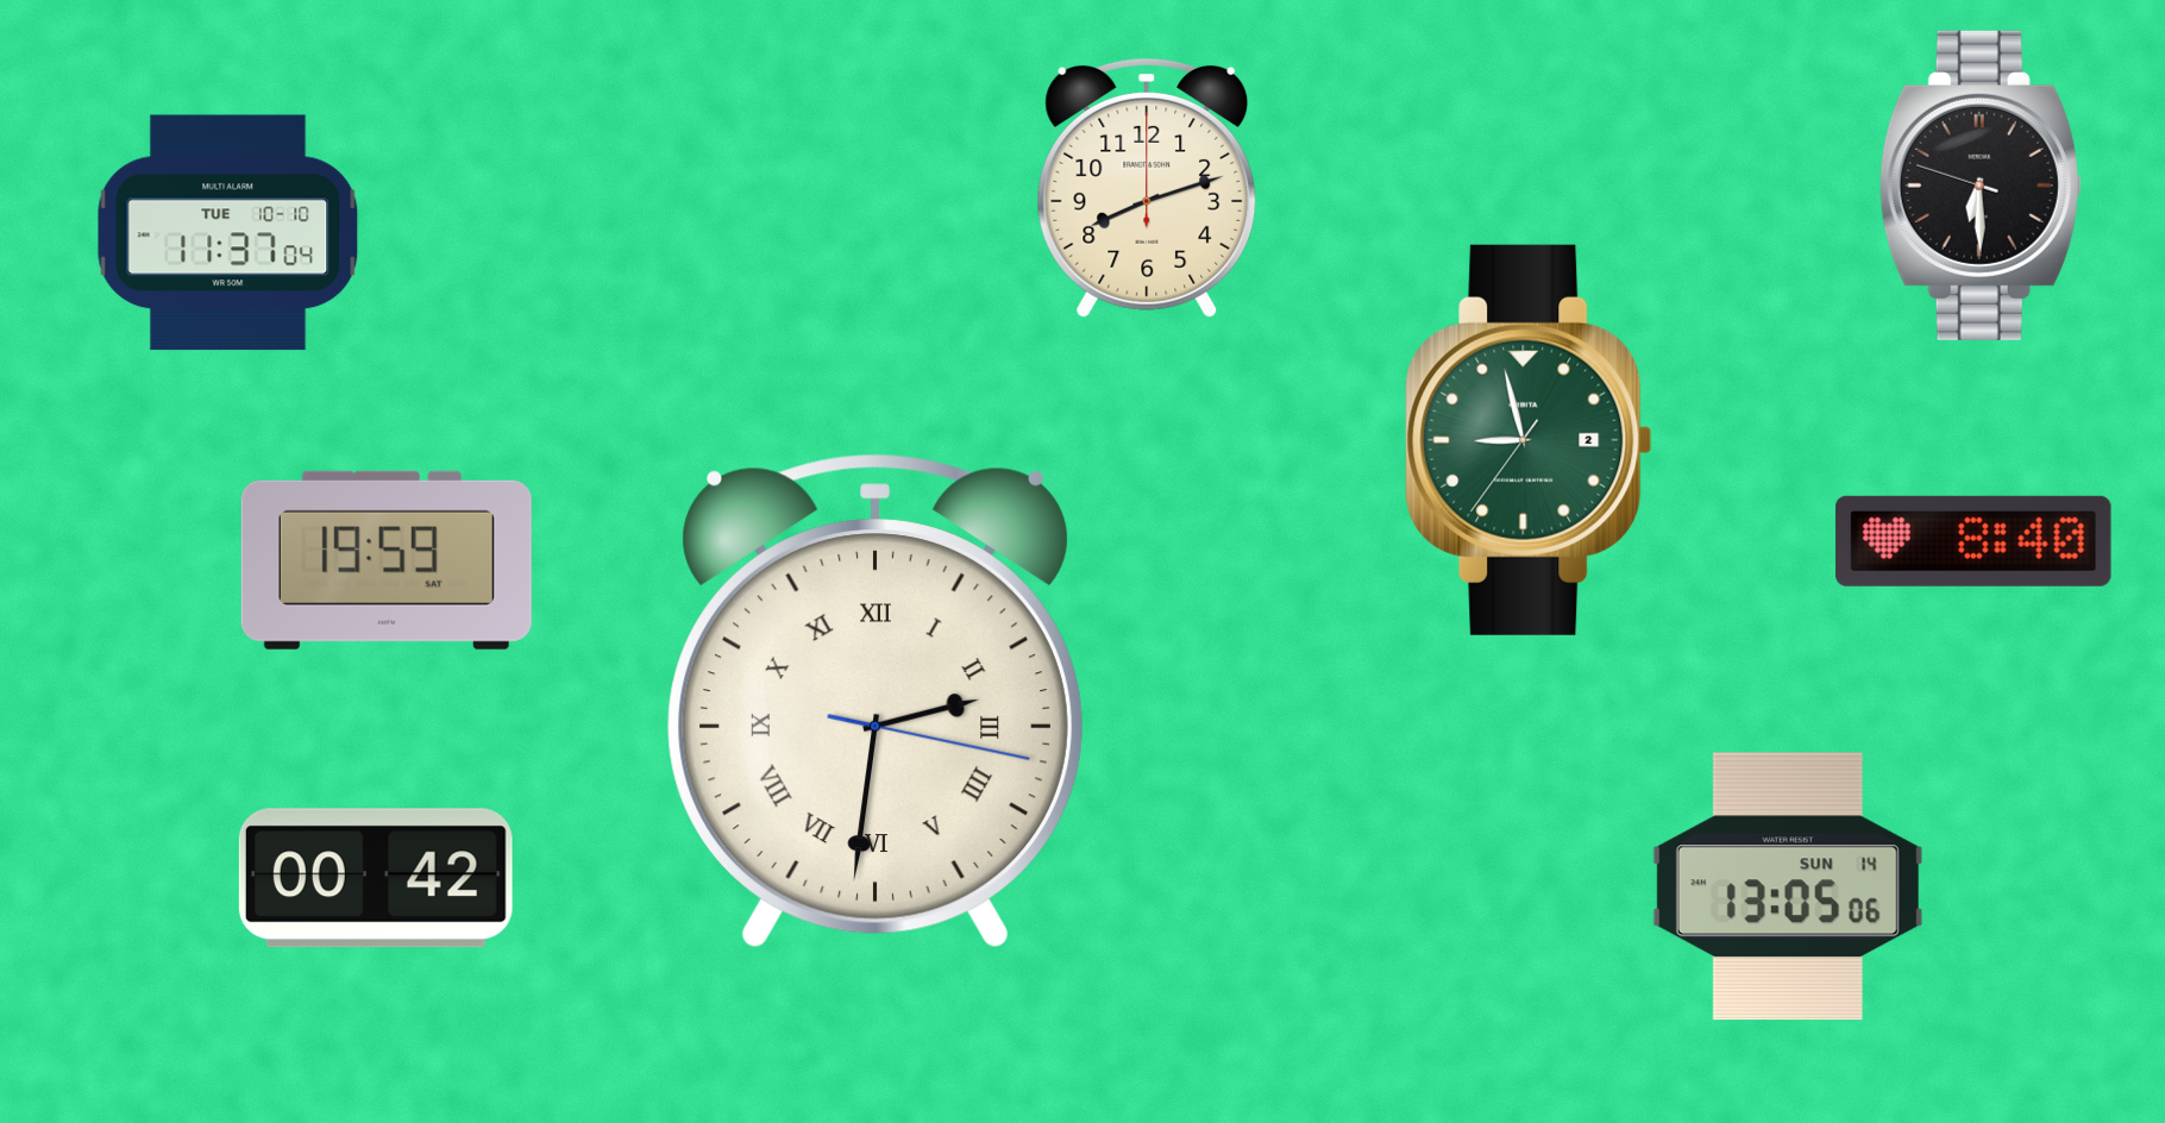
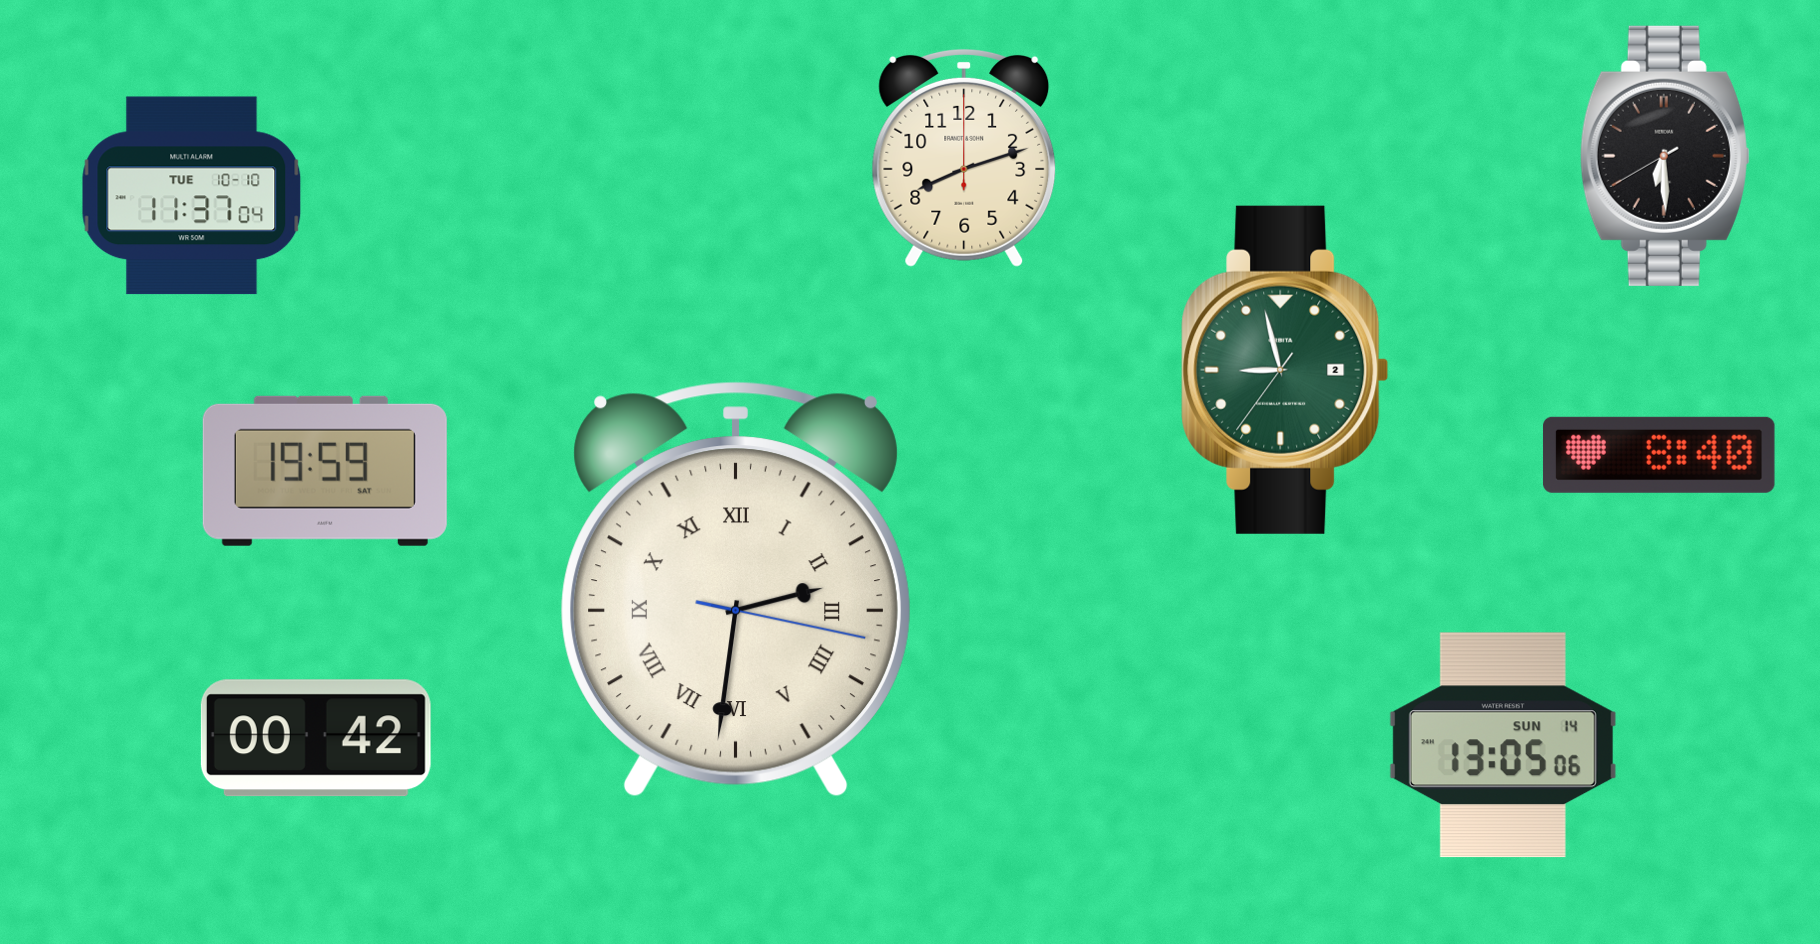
clock at (1981, 186): 6:29:48 -> 6:29:40
